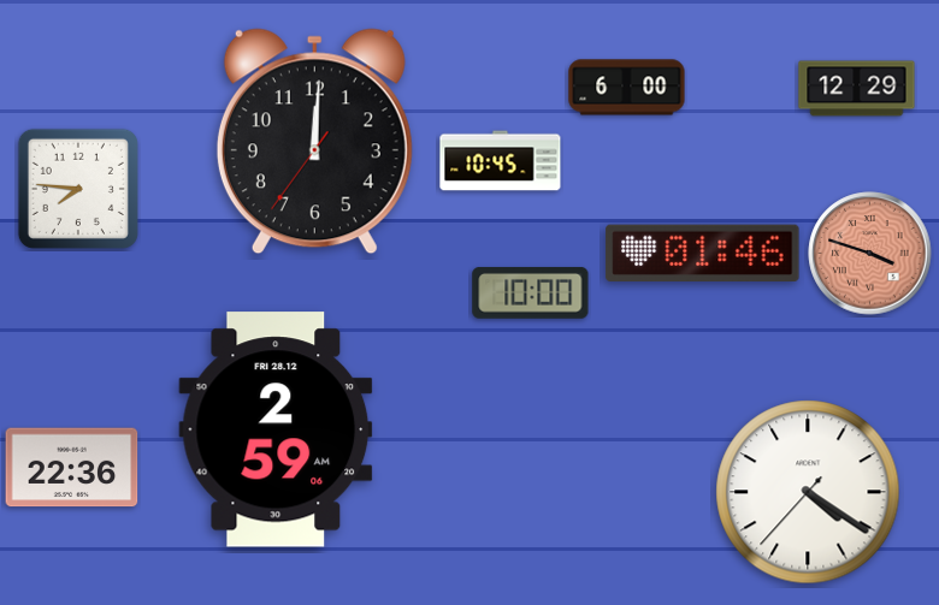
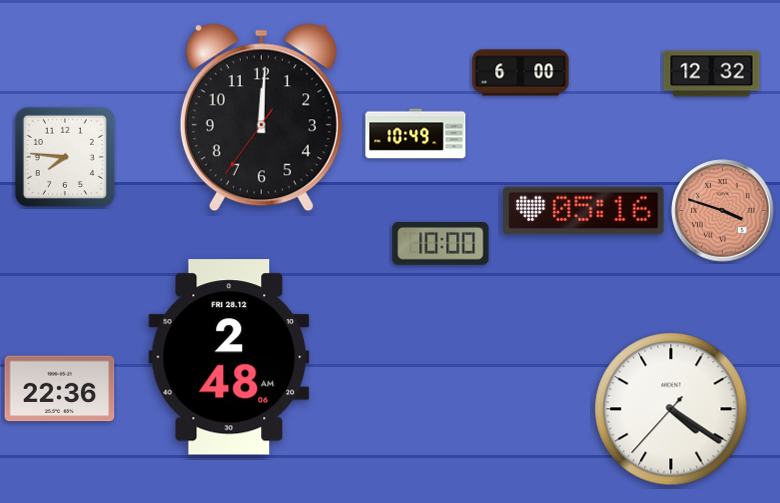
clock at (857, 89): 12:29 -> 12:32
clock at (501, 161): 10:45 -> 10:49
clock at (703, 253): 01:46 -> 05:16
clock at (276, 429): 2:59 -> 2:48
